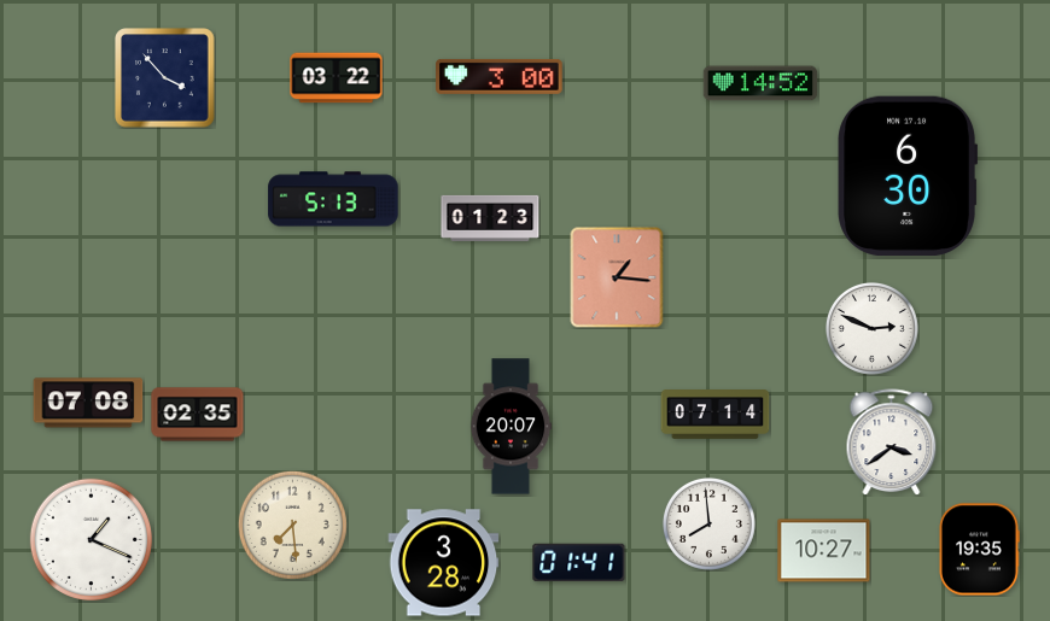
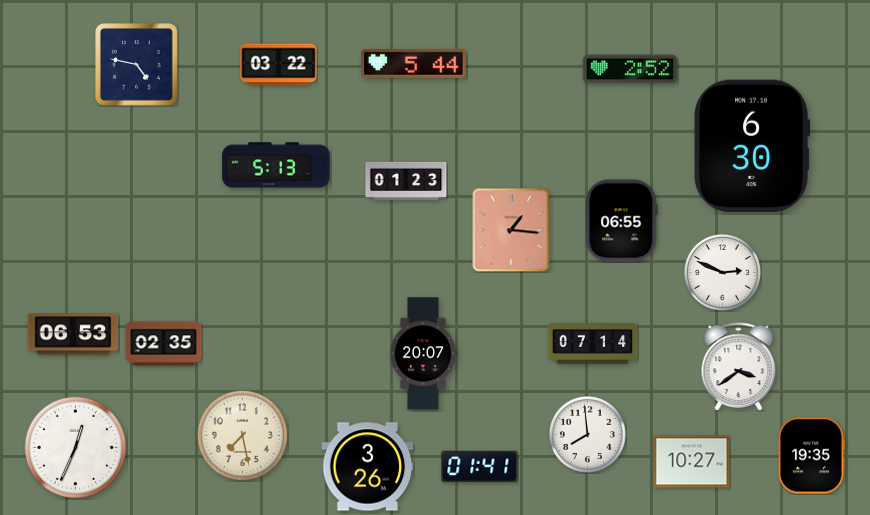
clock at (500, 76): 3:00 -> 5:44
clock at (165, 78): 3:53 -> 4:47
clock at (760, 83): 14:52 -> 2:52
clock at (621, 221): none -> 06:55
clock at (88, 403): 07:08 -> 06:53
clock at (292, 525): 7:29 -> 7:28
clock at (91, 539): 1:19 -> 12:34
clock at (824, 551) position: (824, 551) -> (692, 462)
clock at (444, 563): 3:28 -> 3:26
